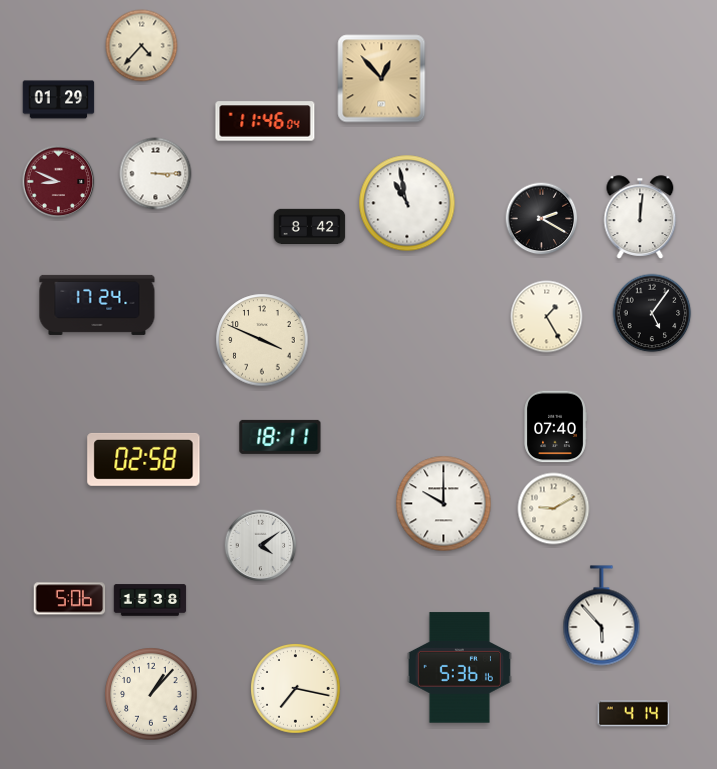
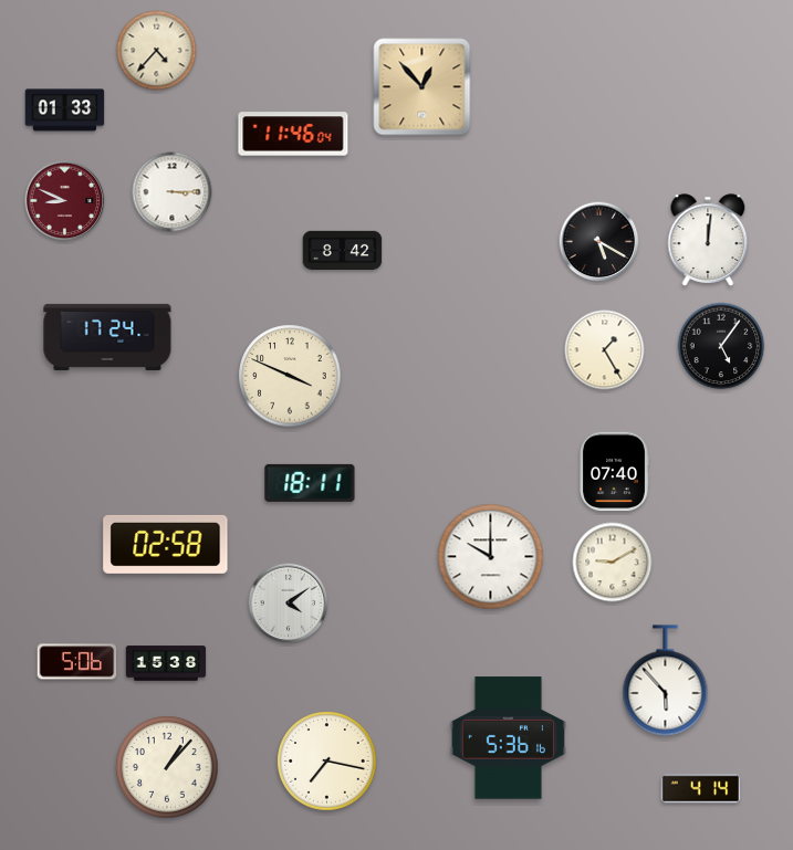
clock at (59, 100): 01:29 -> 01:33
clock at (407, 203): 10:58 -> none
clock at (542, 219): 2:20 -> 5:20
clock at (144, 459) position: (144, 459) -> (166, 544)
